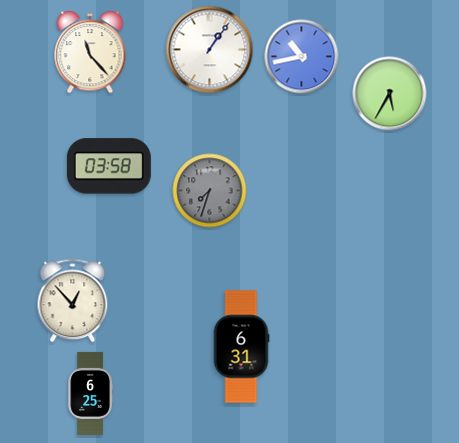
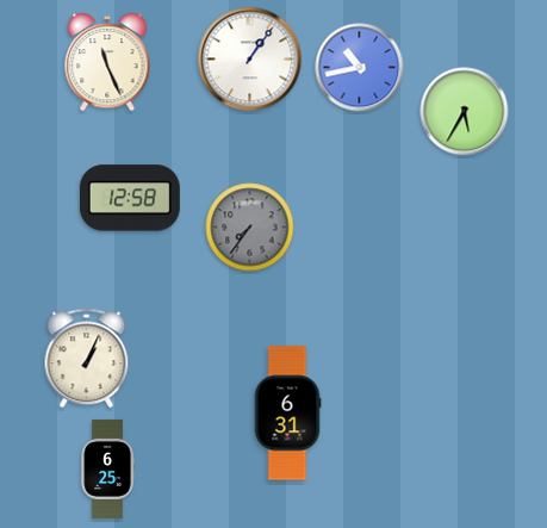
clock at (90, 53): 11:23 -> 11:26
clock at (109, 166): 03:58 -> 12:58
clock at (210, 191): 7:33 -> 7:36
clock at (73, 301): 12:53 -> 1:04
